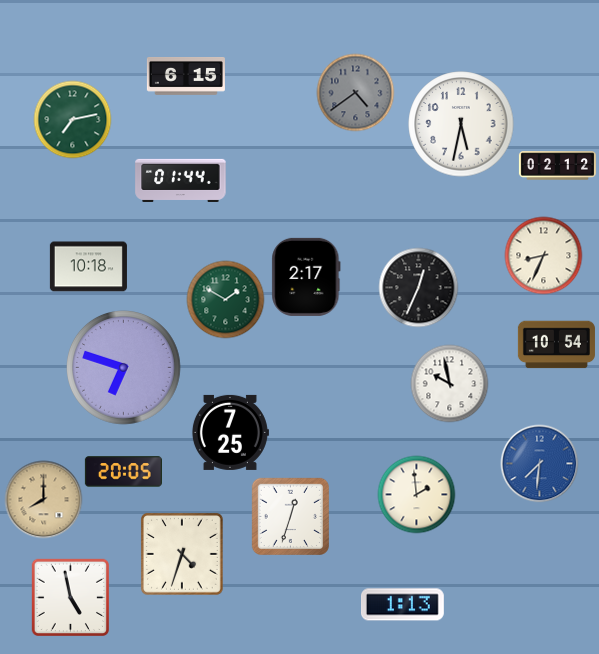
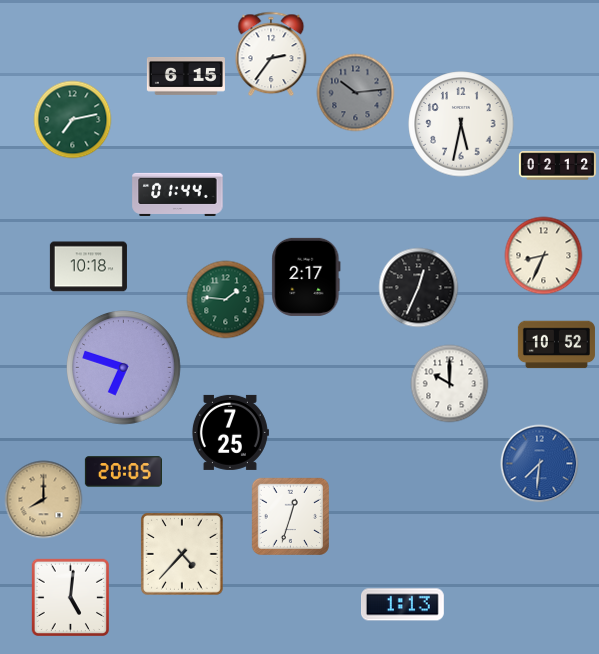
clock at (271, 54): none -> 2:36
clock at (355, 92): 4:39 -> 10:14
clock at (181, 180) position: (181, 180) -> (178, 194)
clock at (225, 299): 1:50 -> 1:46
clock at (556, 345): 10:54 -> 10:52
clock at (449, 383): 9:58 -> 10:00
clock at (416, 494): 1:59 -> none
clock at (182, 554): 4:33 -> 4:37
clock at (70, 597): 4:58 -> 5:01
